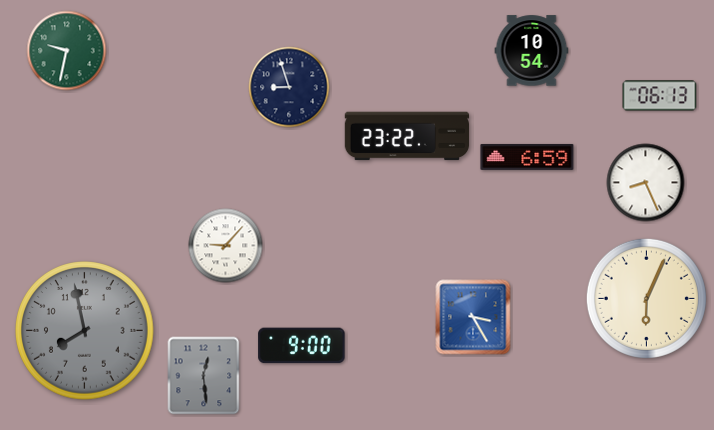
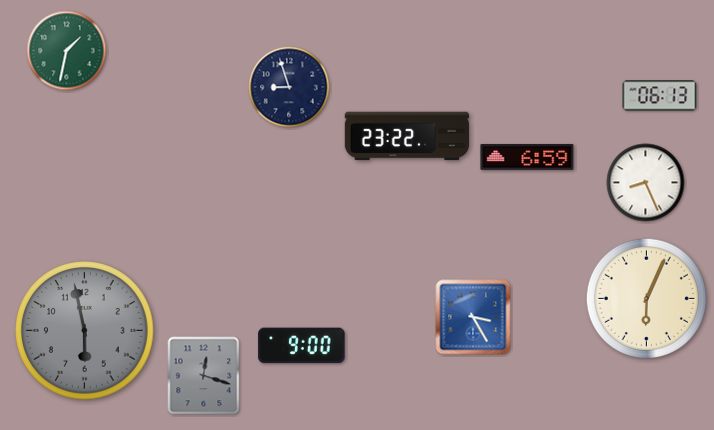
clock at (67, 51): 9:32 -> 1:32
clock at (532, 51): 10:54 -> none
clock at (226, 246): 9:07 -> none
clock at (85, 331): 7:58 -> 5:58
clock at (204, 376): 12:29 -> 12:18
